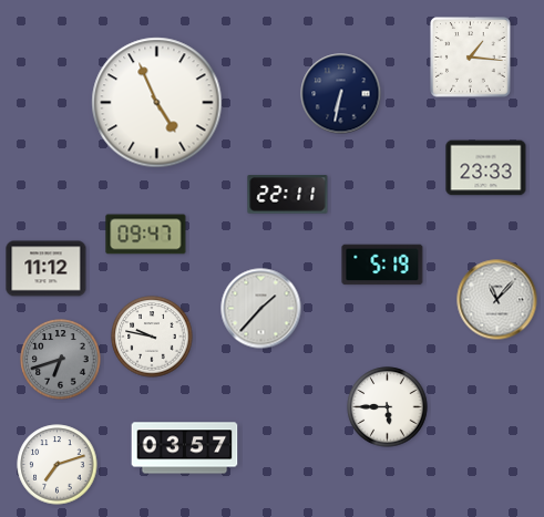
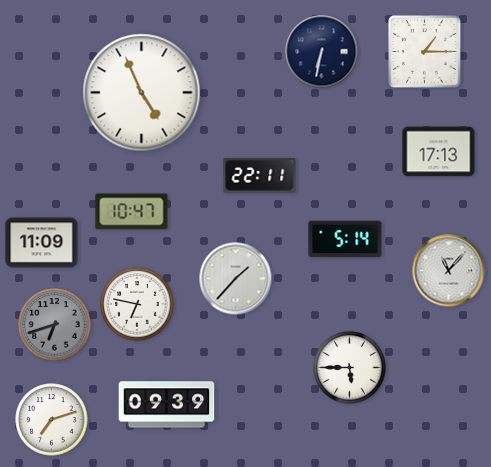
clock at (471, 58): 1:16 -> 1:15
clock at (341, 94) position: (341, 94) -> (322, 52)
clock at (486, 168): 23:33 -> 17:13
clock at (146, 235): 09:47 -> 10:47
clock at (382, 265): 5:19 -> 5:14
clock at (47, 269): 11:12 -> 11:09
clock at (152, 337): 9:47 -> 6:47
clock at (185, 448): 03:57 -> 09:39
